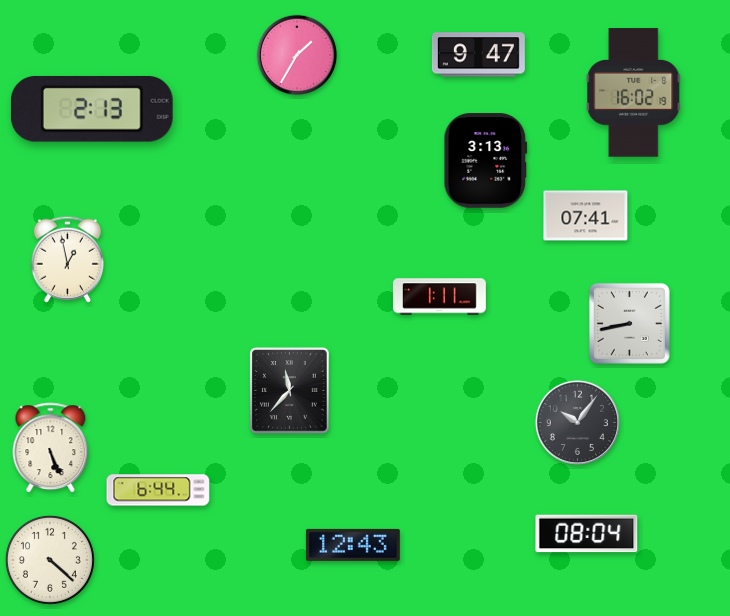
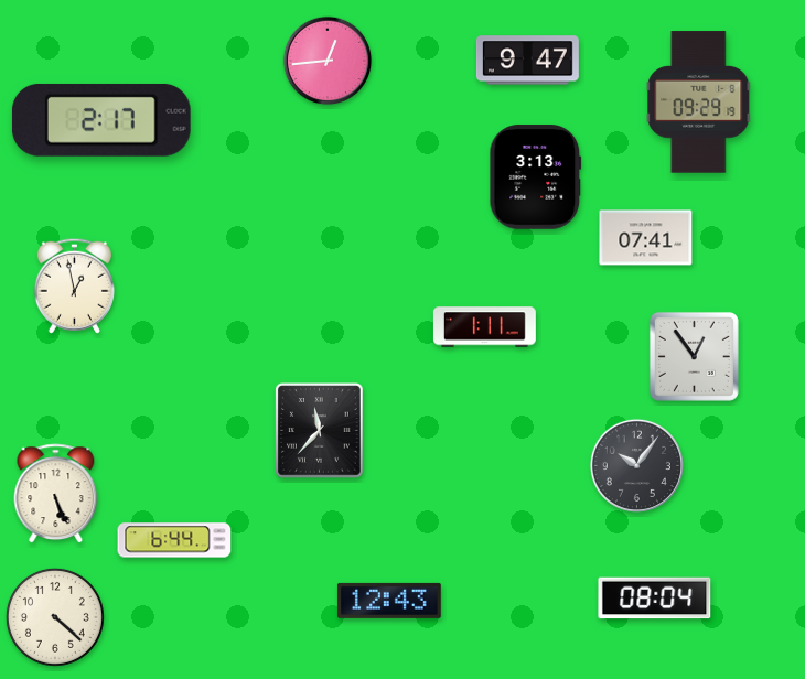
clock at (297, 55): 1:35 -> 12:44
clock at (634, 93): 16:02 -> 09:29
clock at (92, 109): 2:13 -> 2:17
clock at (629, 323): 8:43 -> 12:54
clock at (587, 534) position: (587, 534) -> (655, 599)
